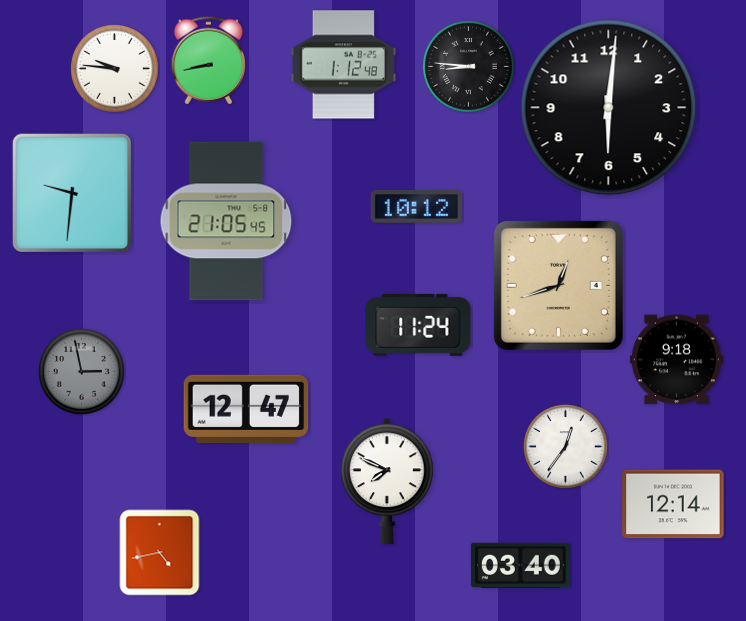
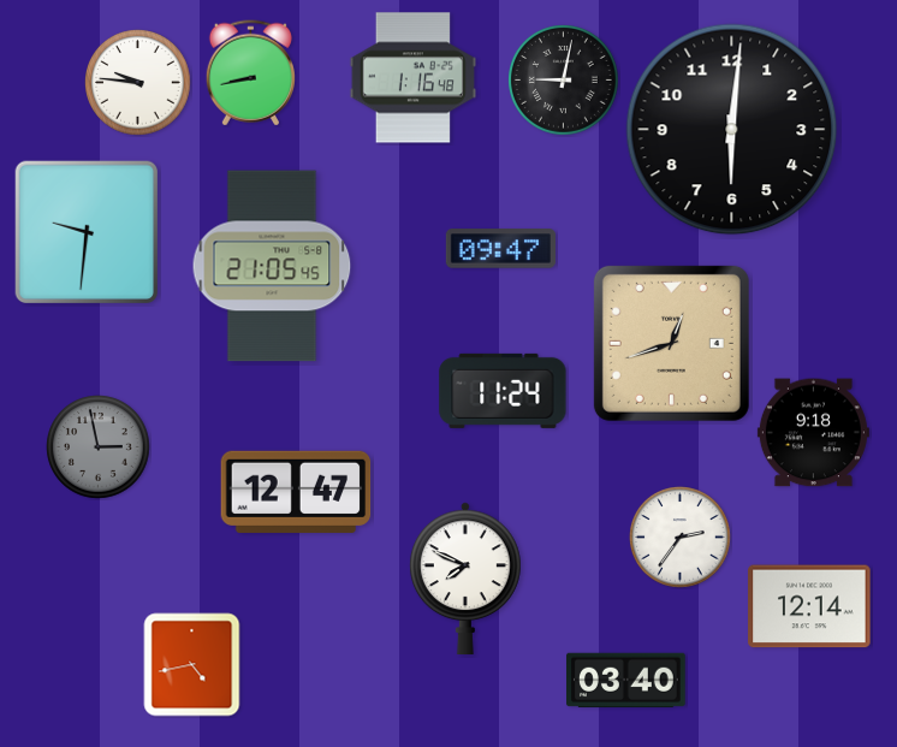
clock at (343, 65): 1:12 -> 1:16
clock at (469, 67): 8:46 -> 9:02
clock at (416, 207): 10:12 -> 09:47
clock at (566, 447): 12:36 -> 2:36
